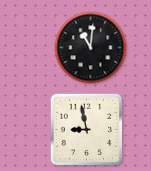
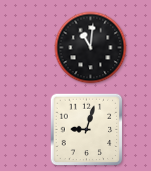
clock at (87, 130): 8:58 -> 9:03
